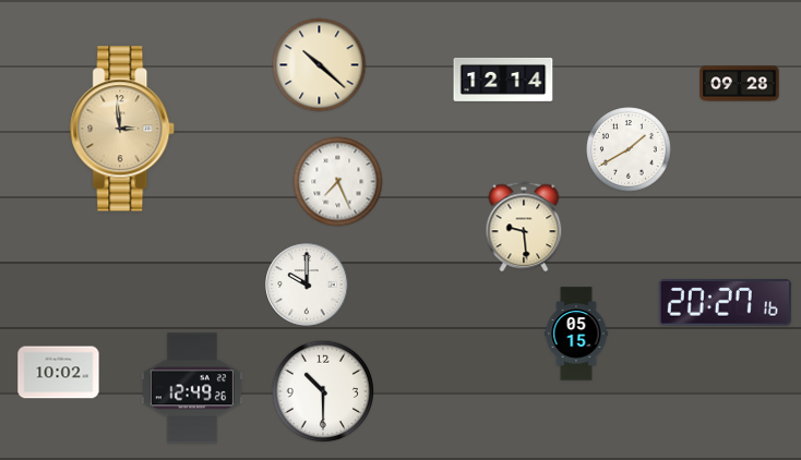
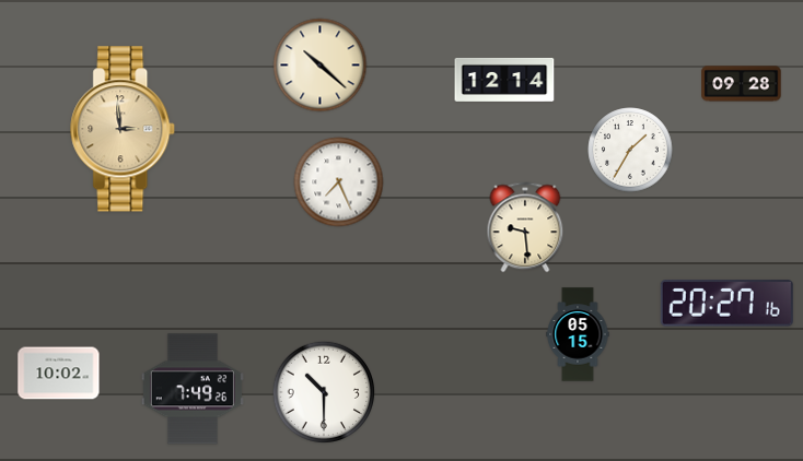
clock at (629, 149): 1:40 -> 1:35
clock at (307, 285): 10:00 -> none
clock at (192, 388): 12:49 -> 7:49
